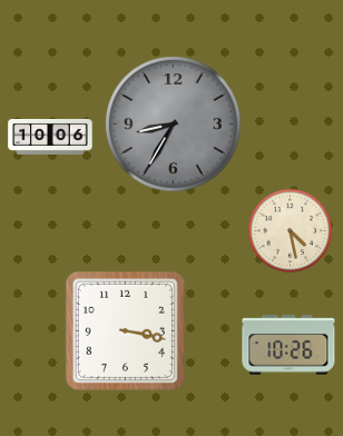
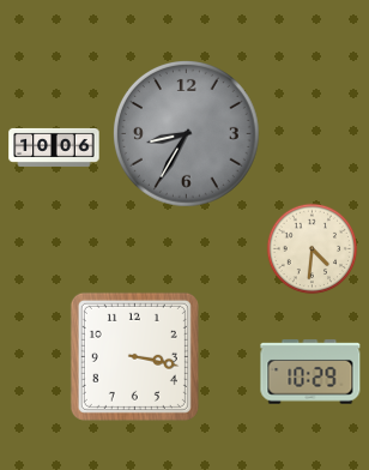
clock at (291, 231): 4:28 -> 4:31
clock at (288, 345): 10:26 -> 10:29
